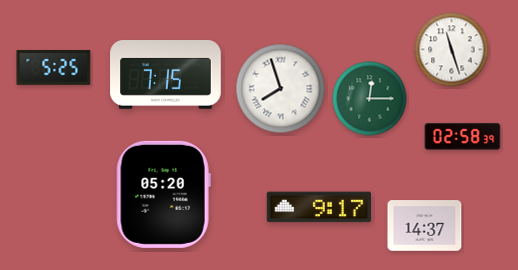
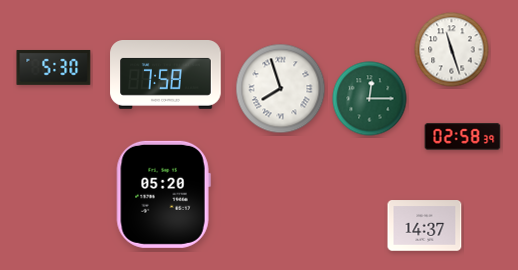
clock at (54, 67): 5:25 -> 5:30
clock at (166, 75): 7:15 -> 7:58
clock at (318, 207): 9:17 -> none
